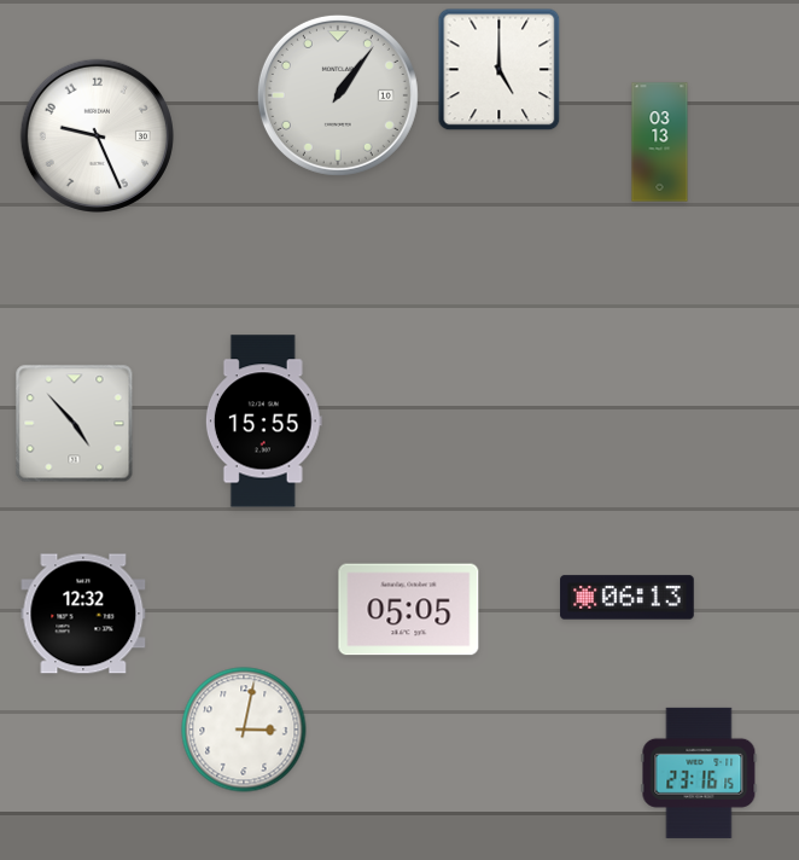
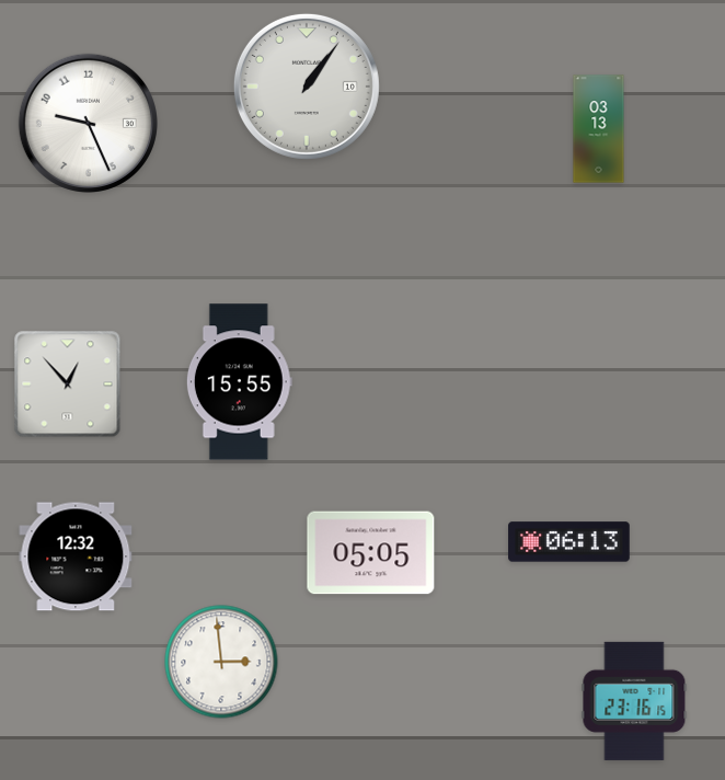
clock at (500, 70): 5:00 -> none
clock at (75, 424): 4:53 -> 12:53
clock at (244, 730): 3:02 -> 2:59
